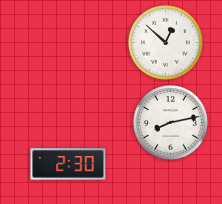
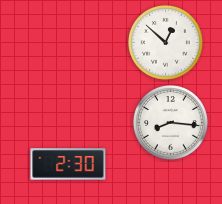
clock at (171, 123): 8:13 -> 8:16
